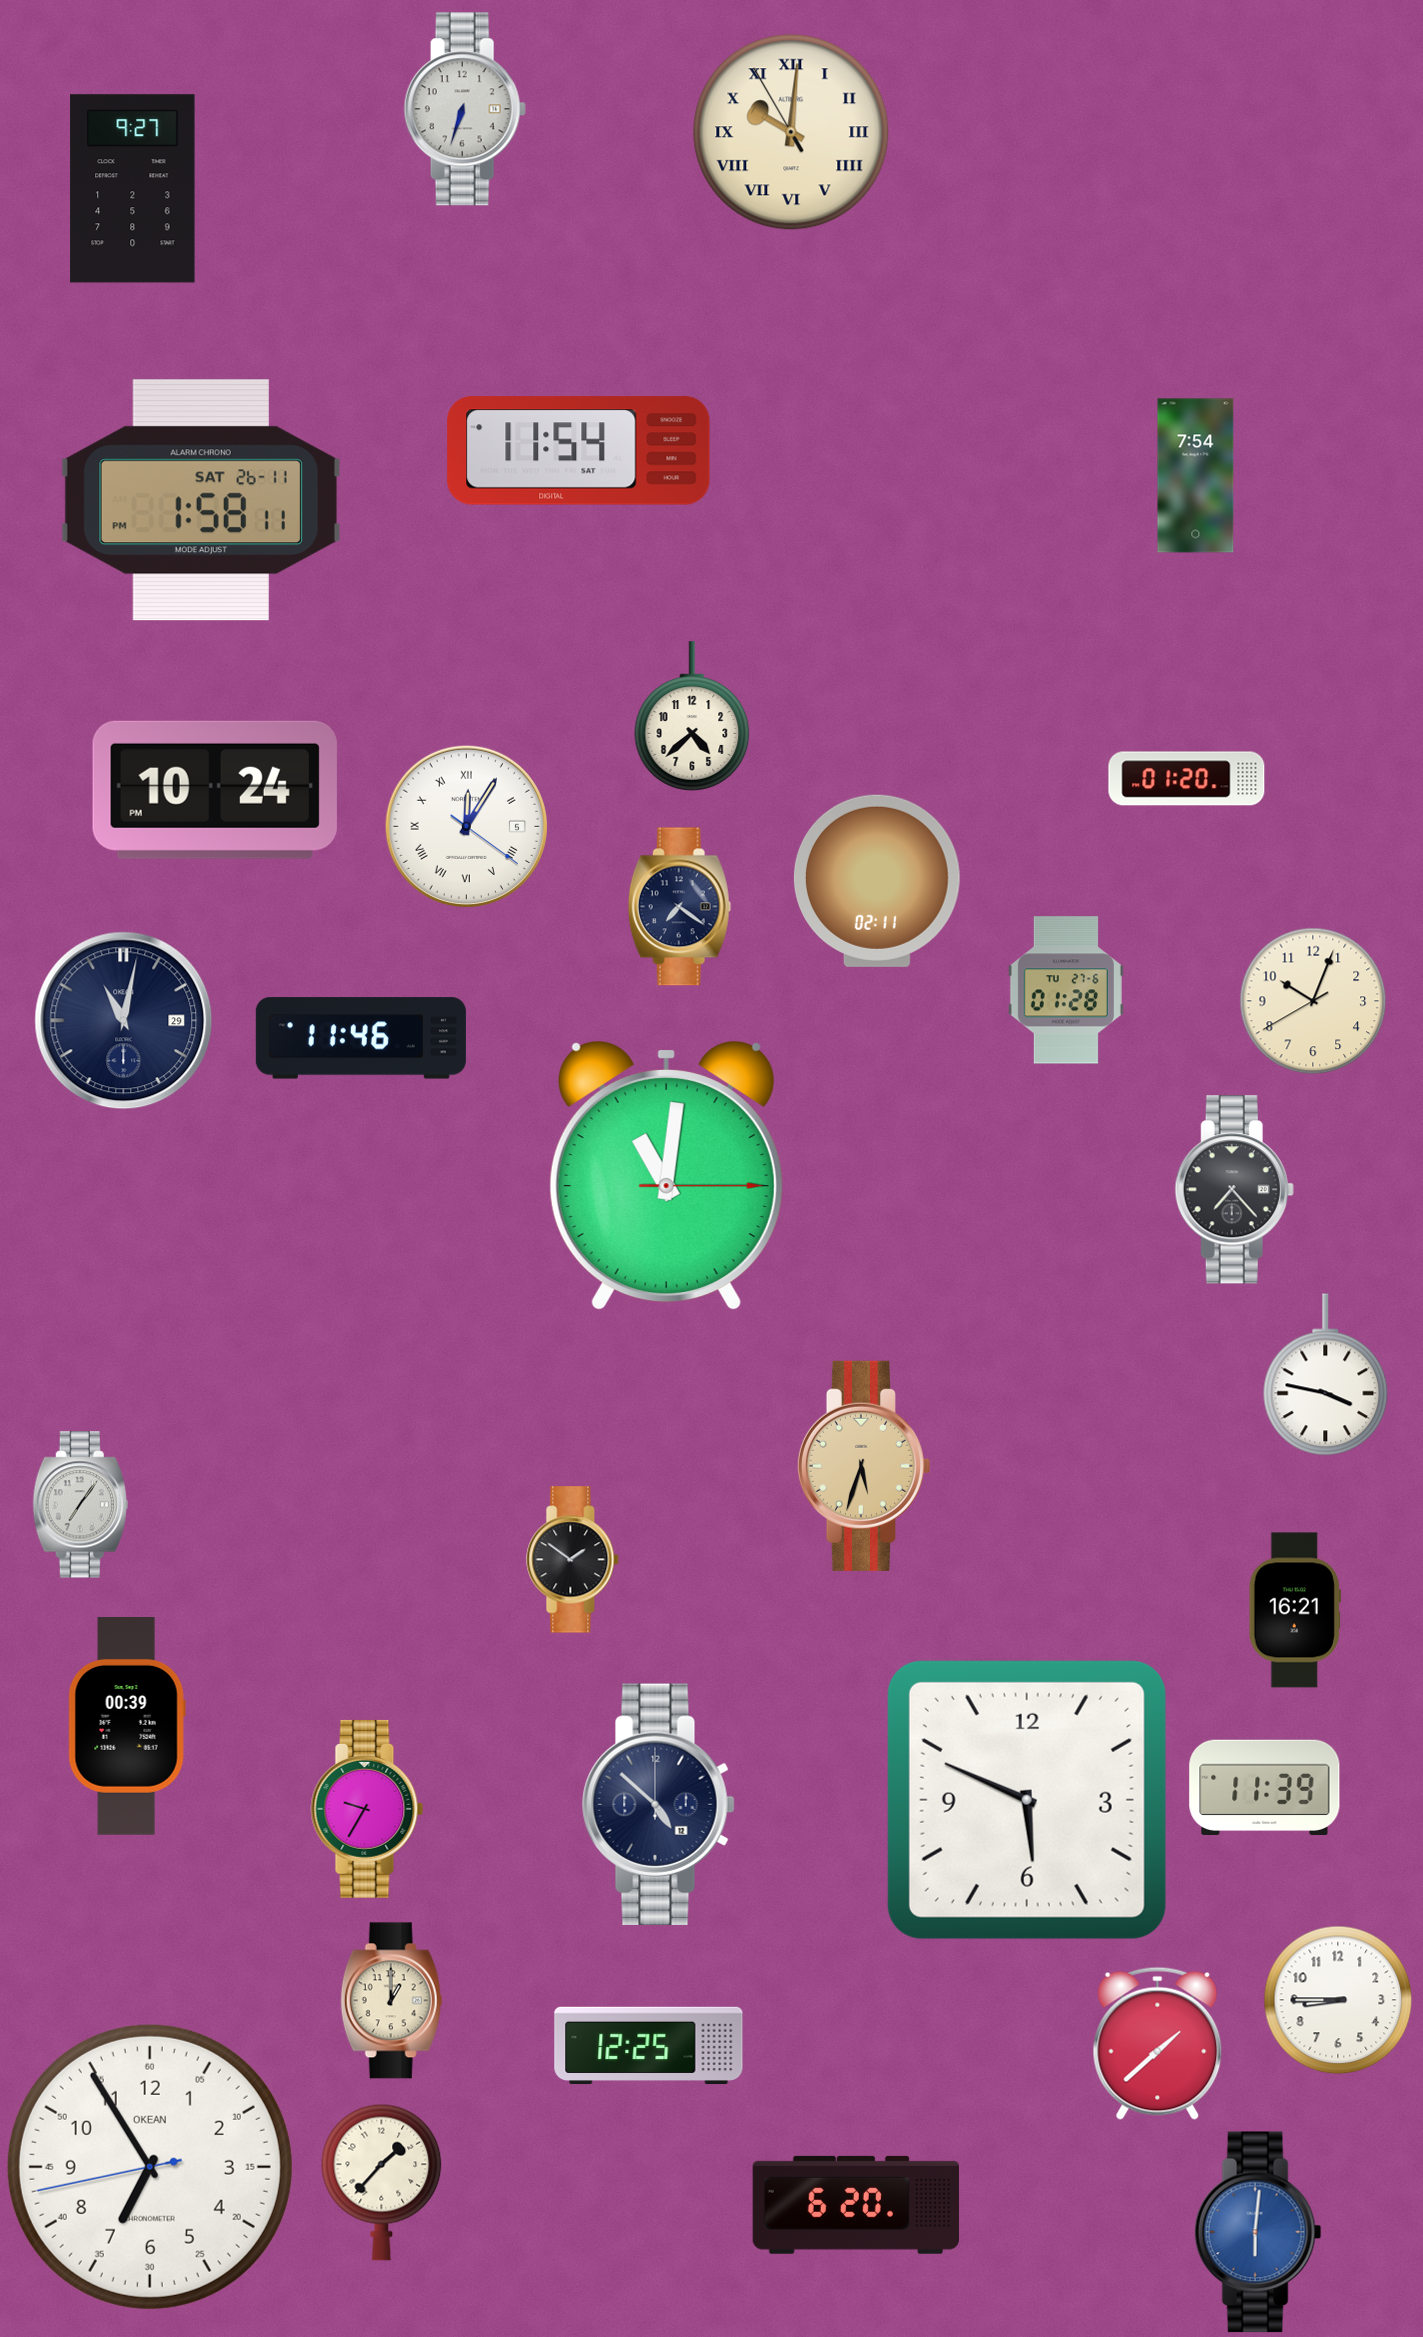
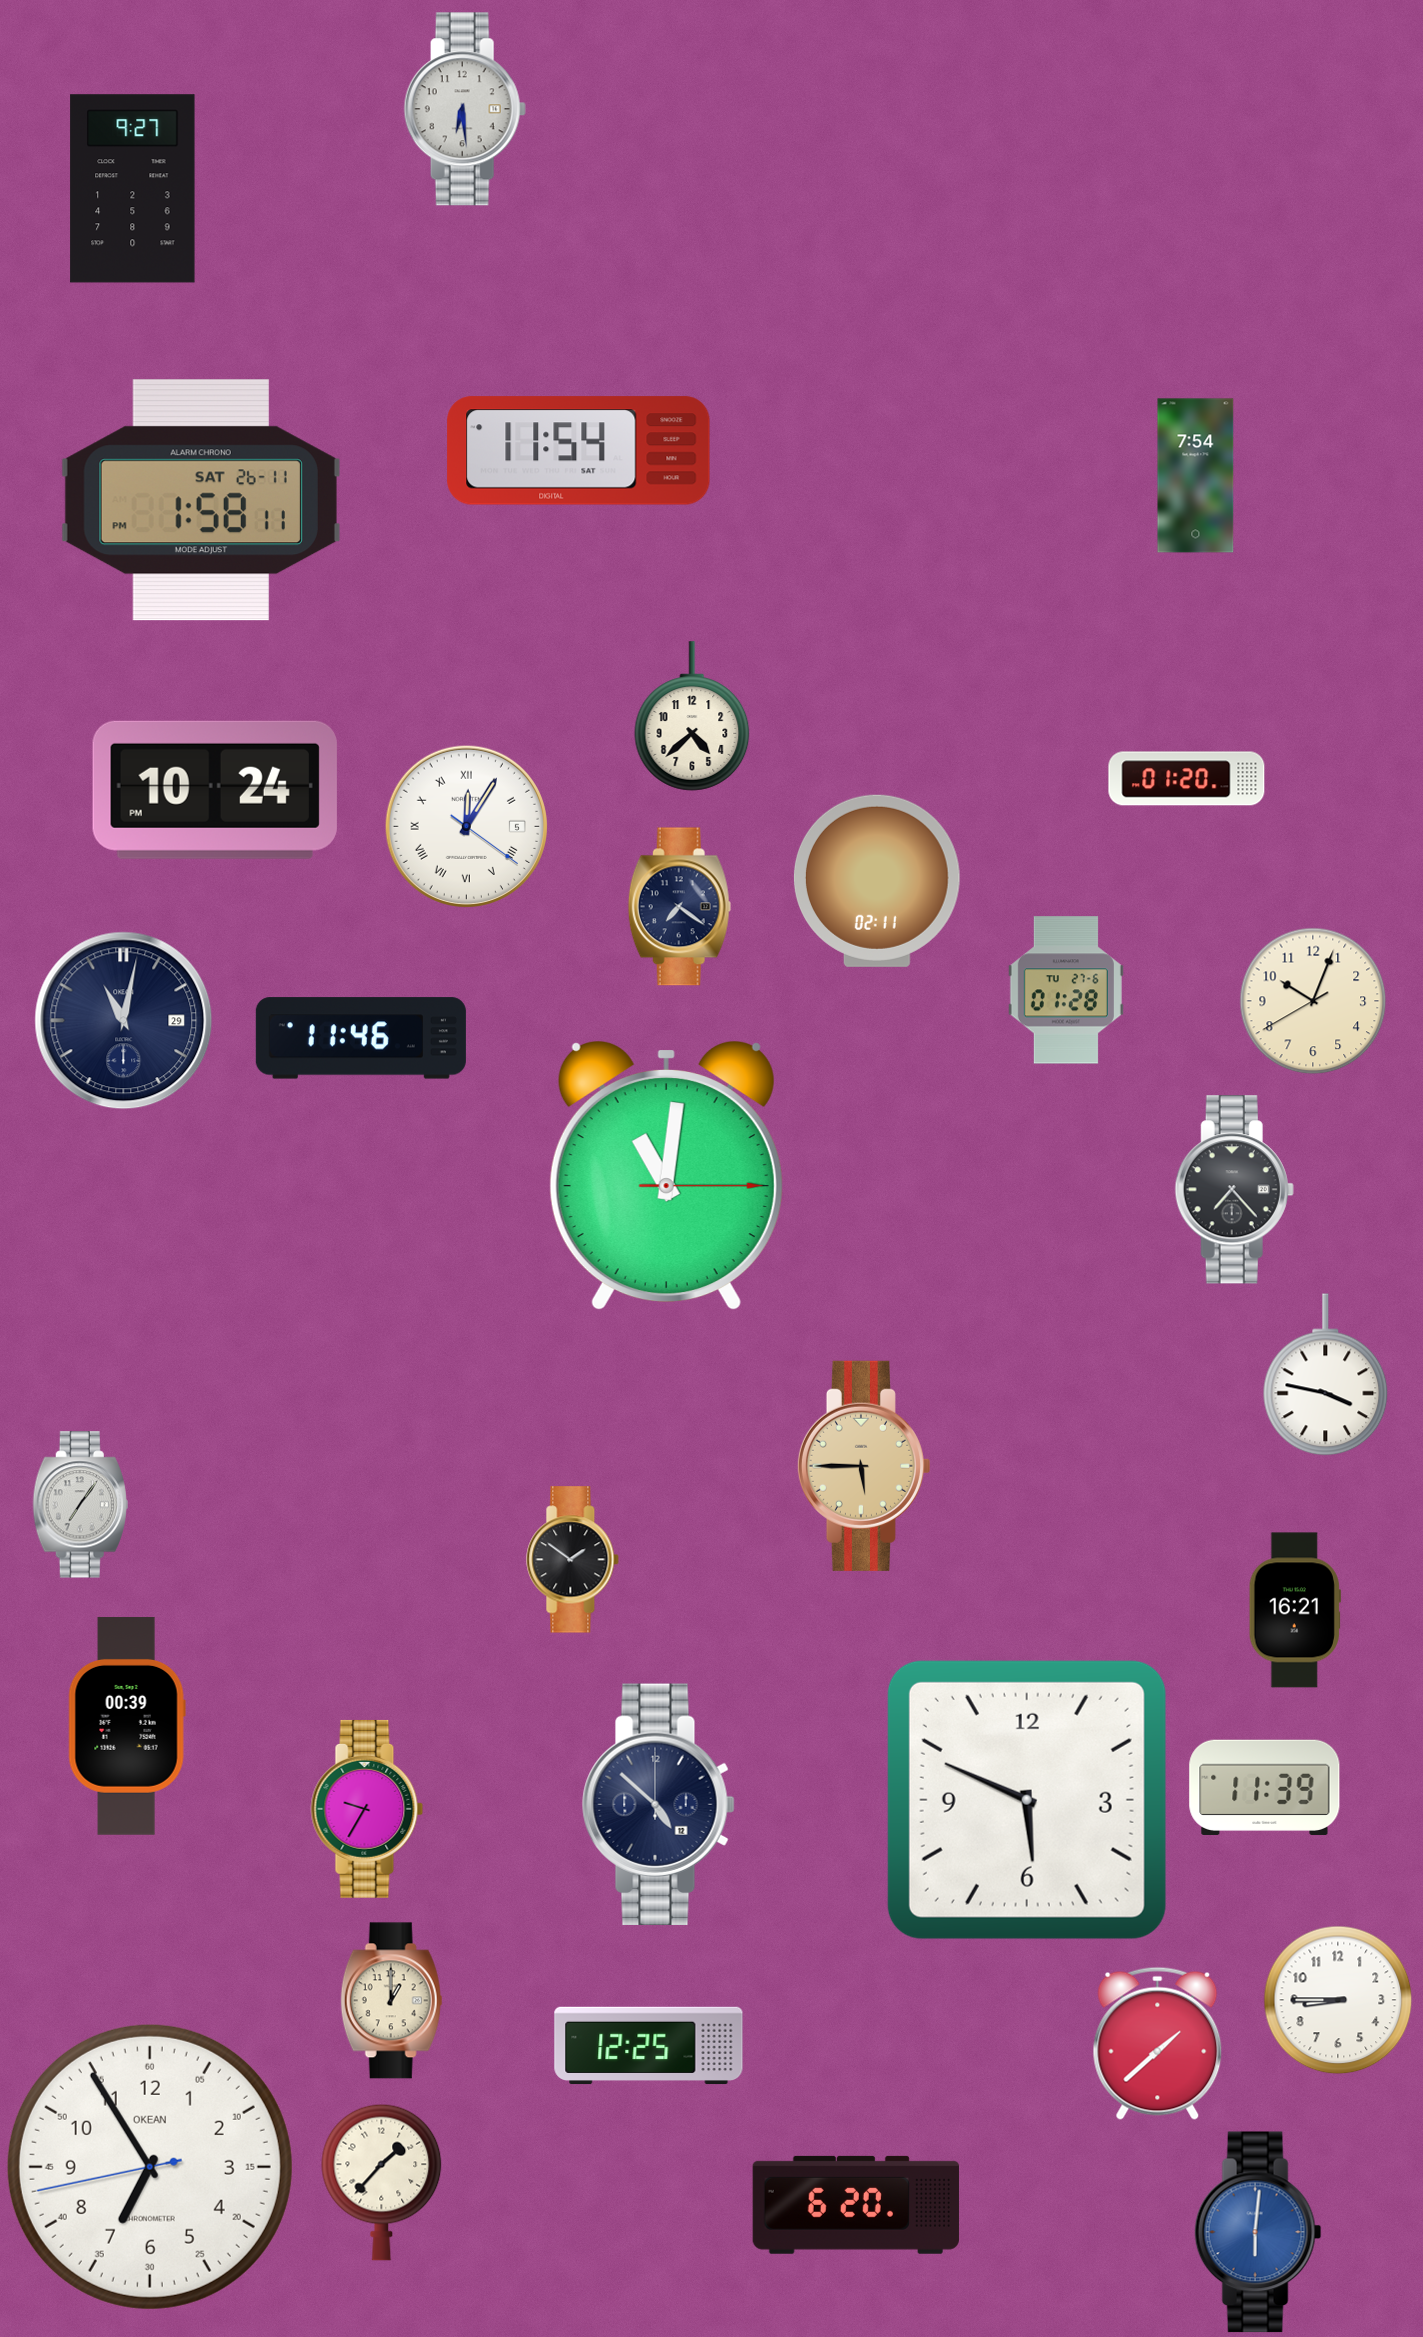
clock at (465, 109): 6:33 -> 6:29
clock at (791, 132): 10:00 -> none
clock at (863, 1466): 5:33 -> 5:45
